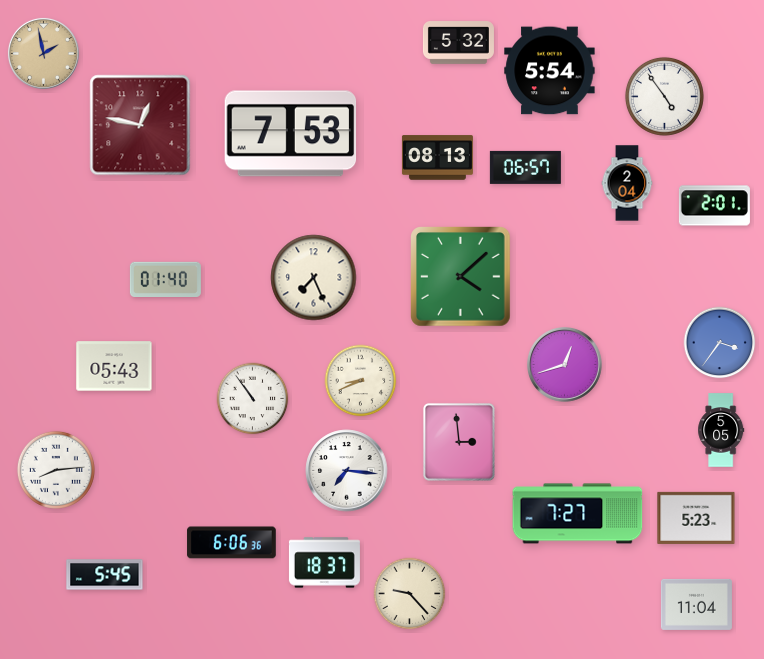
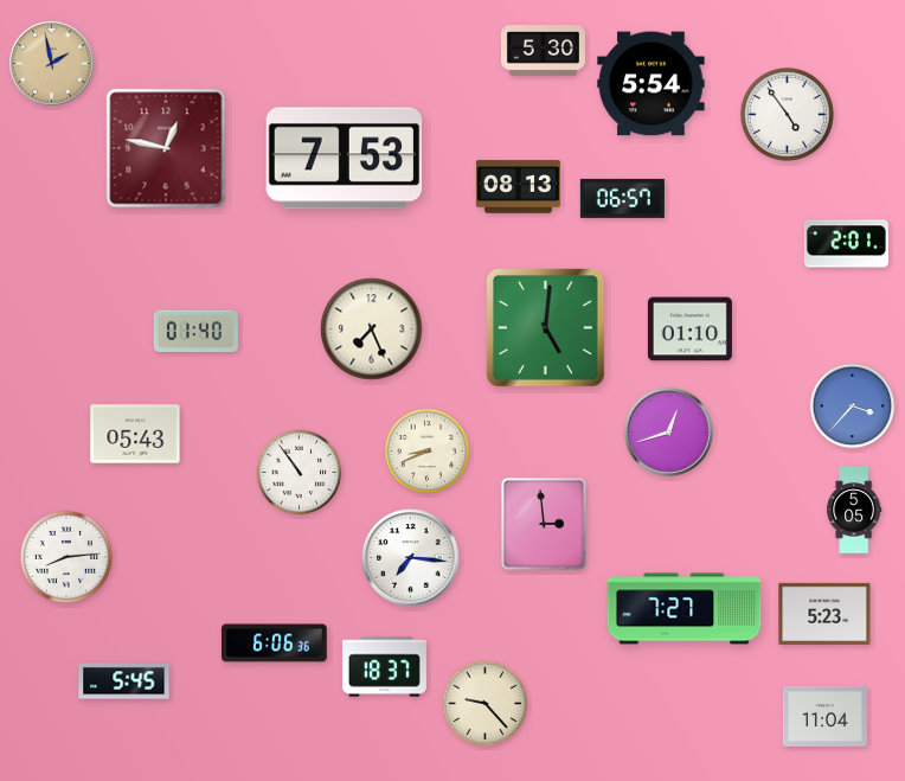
clock at (458, 43): 5:32 -> 5:30
clock at (627, 183): 2:04 -> none
clock at (461, 277): 4:08 -> 5:01
clock at (689, 329): none -> 01:10
clock at (720, 343): 3:36 -> 3:37
